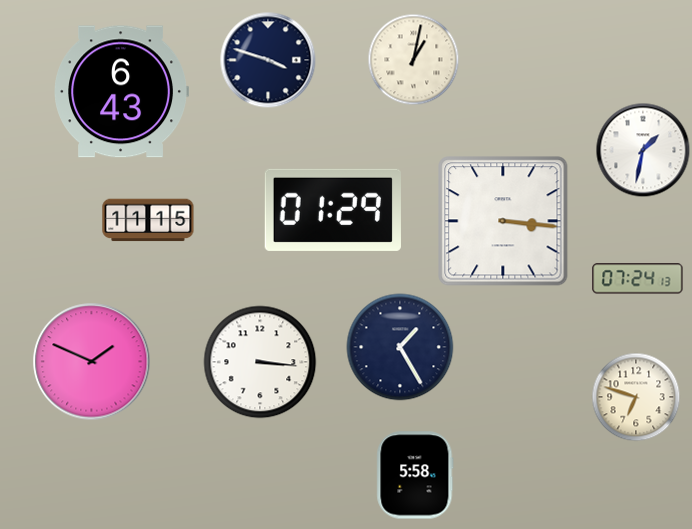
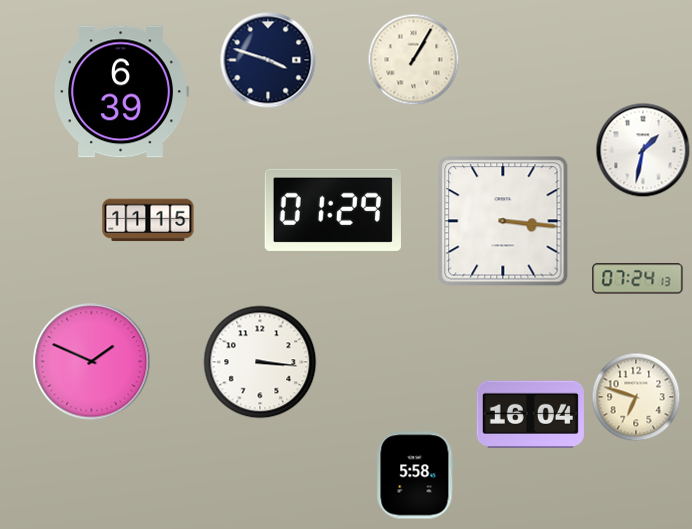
clock at (414, 60): 1:02 -> 1:05
clock at (121, 92): 6:43 -> 6:39
clock at (400, 347): 1:25 -> none
clock at (530, 414): none -> 16:04
